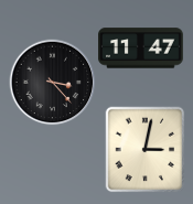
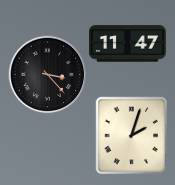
clock at (146, 149): 3:02 -> 2:03
